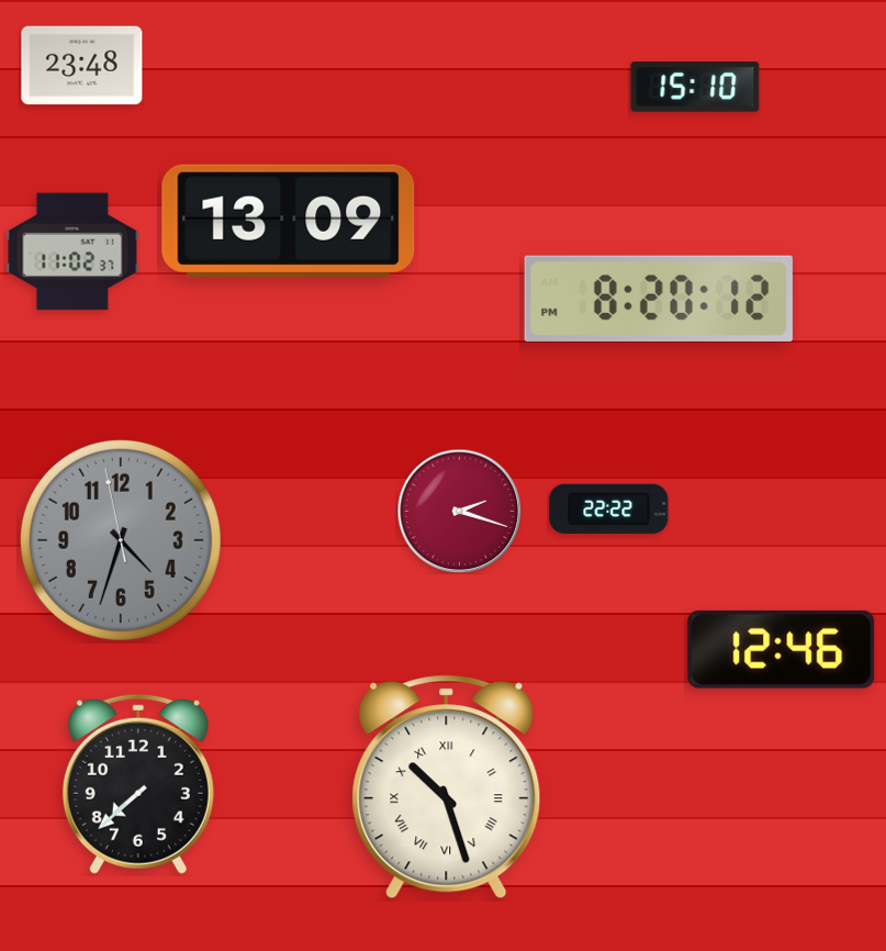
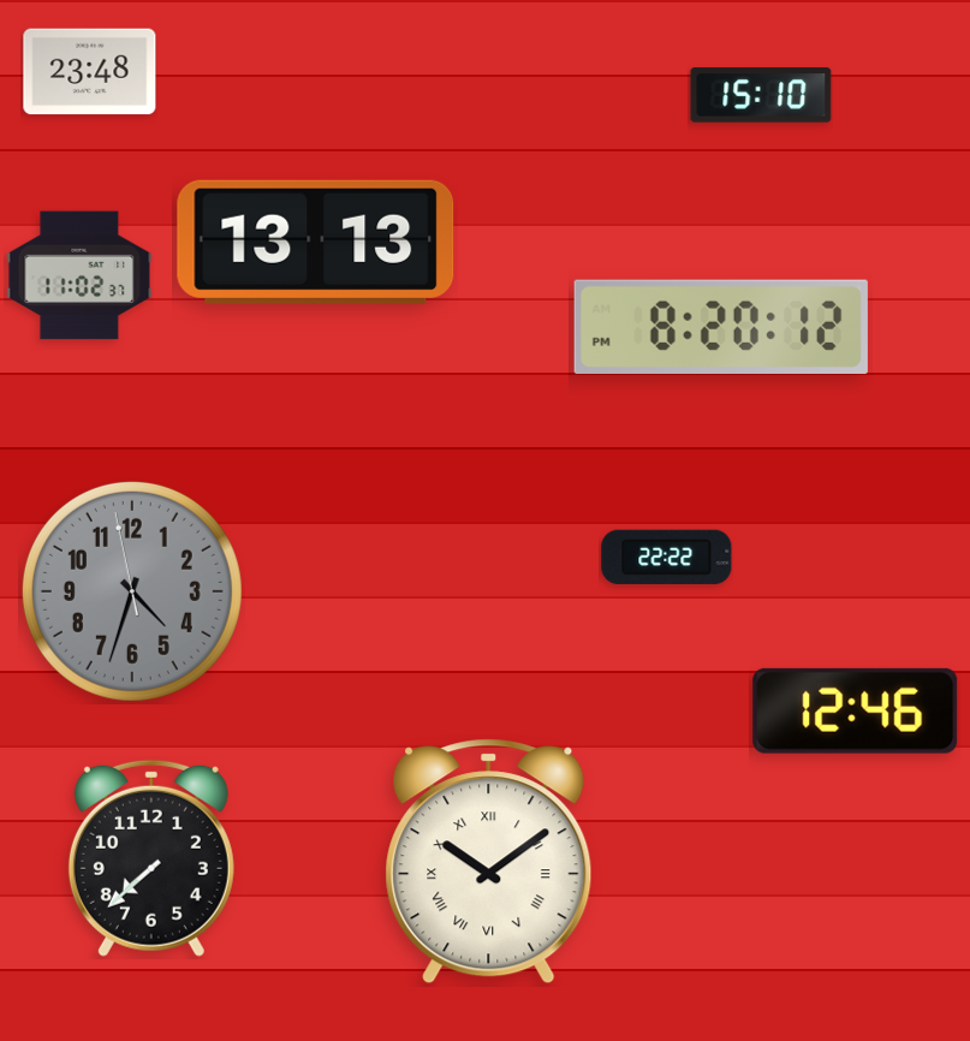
clock at (289, 221): 13:09 -> 13:13
clock at (459, 511): 2:18 -> none
clock at (447, 787): 10:27 -> 10:09
